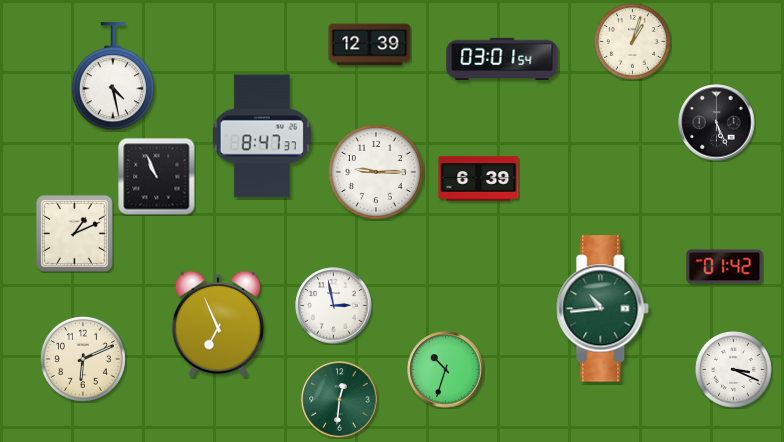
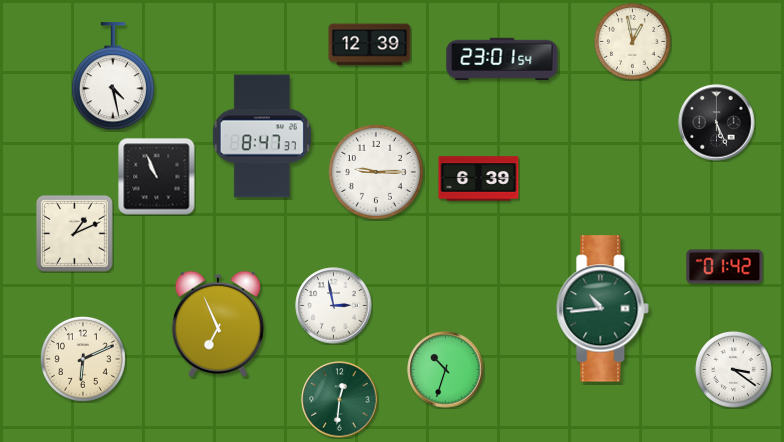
clock at (633, 42): 1:03 -> 12:58
clock at (502, 59): 03:01 -> 23:01
clock at (734, 370): 3:19 -> 3:21
